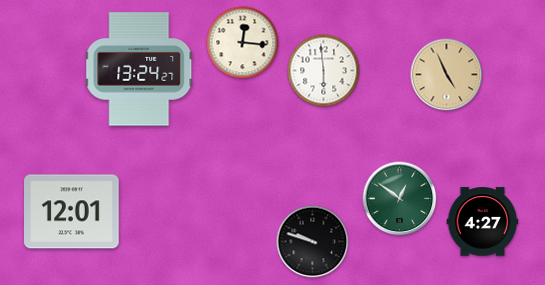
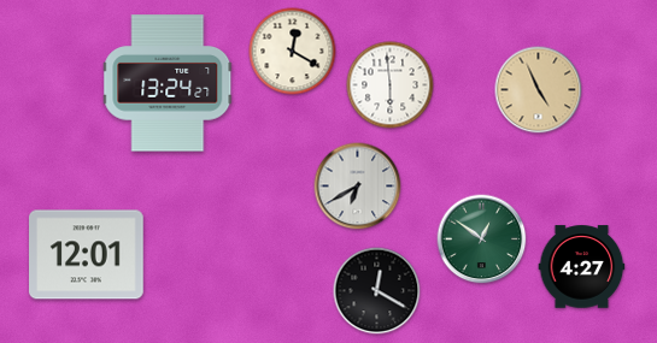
clock at (243, 43): 12:16 -> 12:20
clock at (358, 187): none -> 6:40
clock at (313, 242): 9:48 -> 12:20
